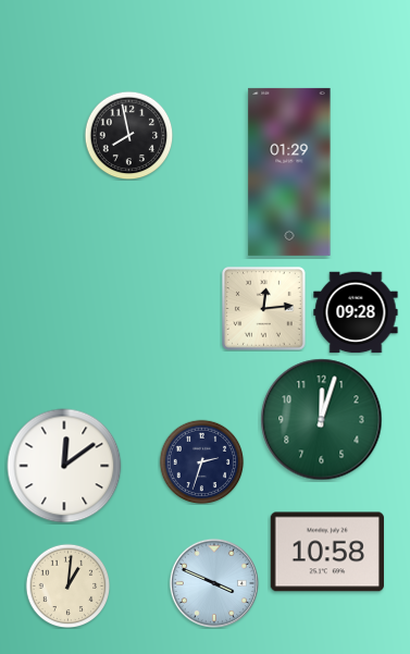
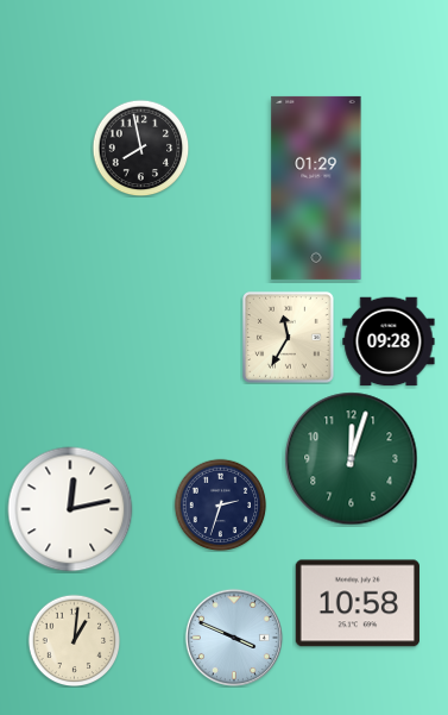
clock at (264, 309): 12:14 -> 11:35
clock at (64, 466): 12:09 -> 12:13
